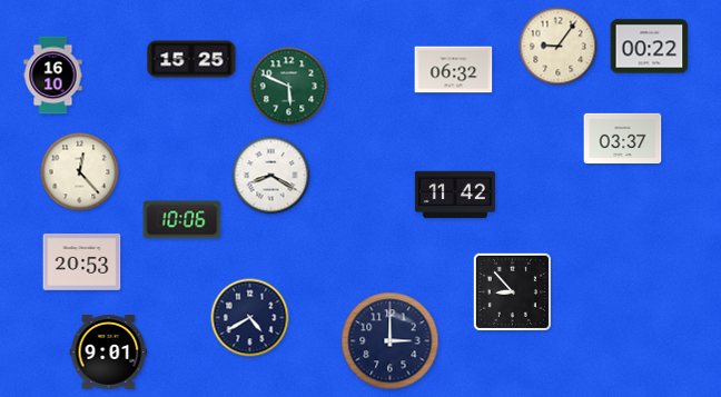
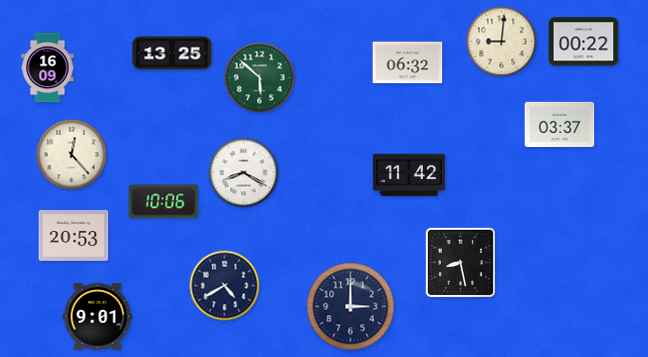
clock at (559, 47): 9:06 -> 9:01
clock at (191, 59): 15:25 -> 13:25
clock at (53, 76): 16:10 -> 16:09
clock at (289, 87): 5:49 -> 5:52
clock at (271, 176) position: (271, 176) -> (244, 173)
clock at (182, 220) position: (182, 220) -> (164, 202)
clock at (512, 291): 8:53 -> 8:28
